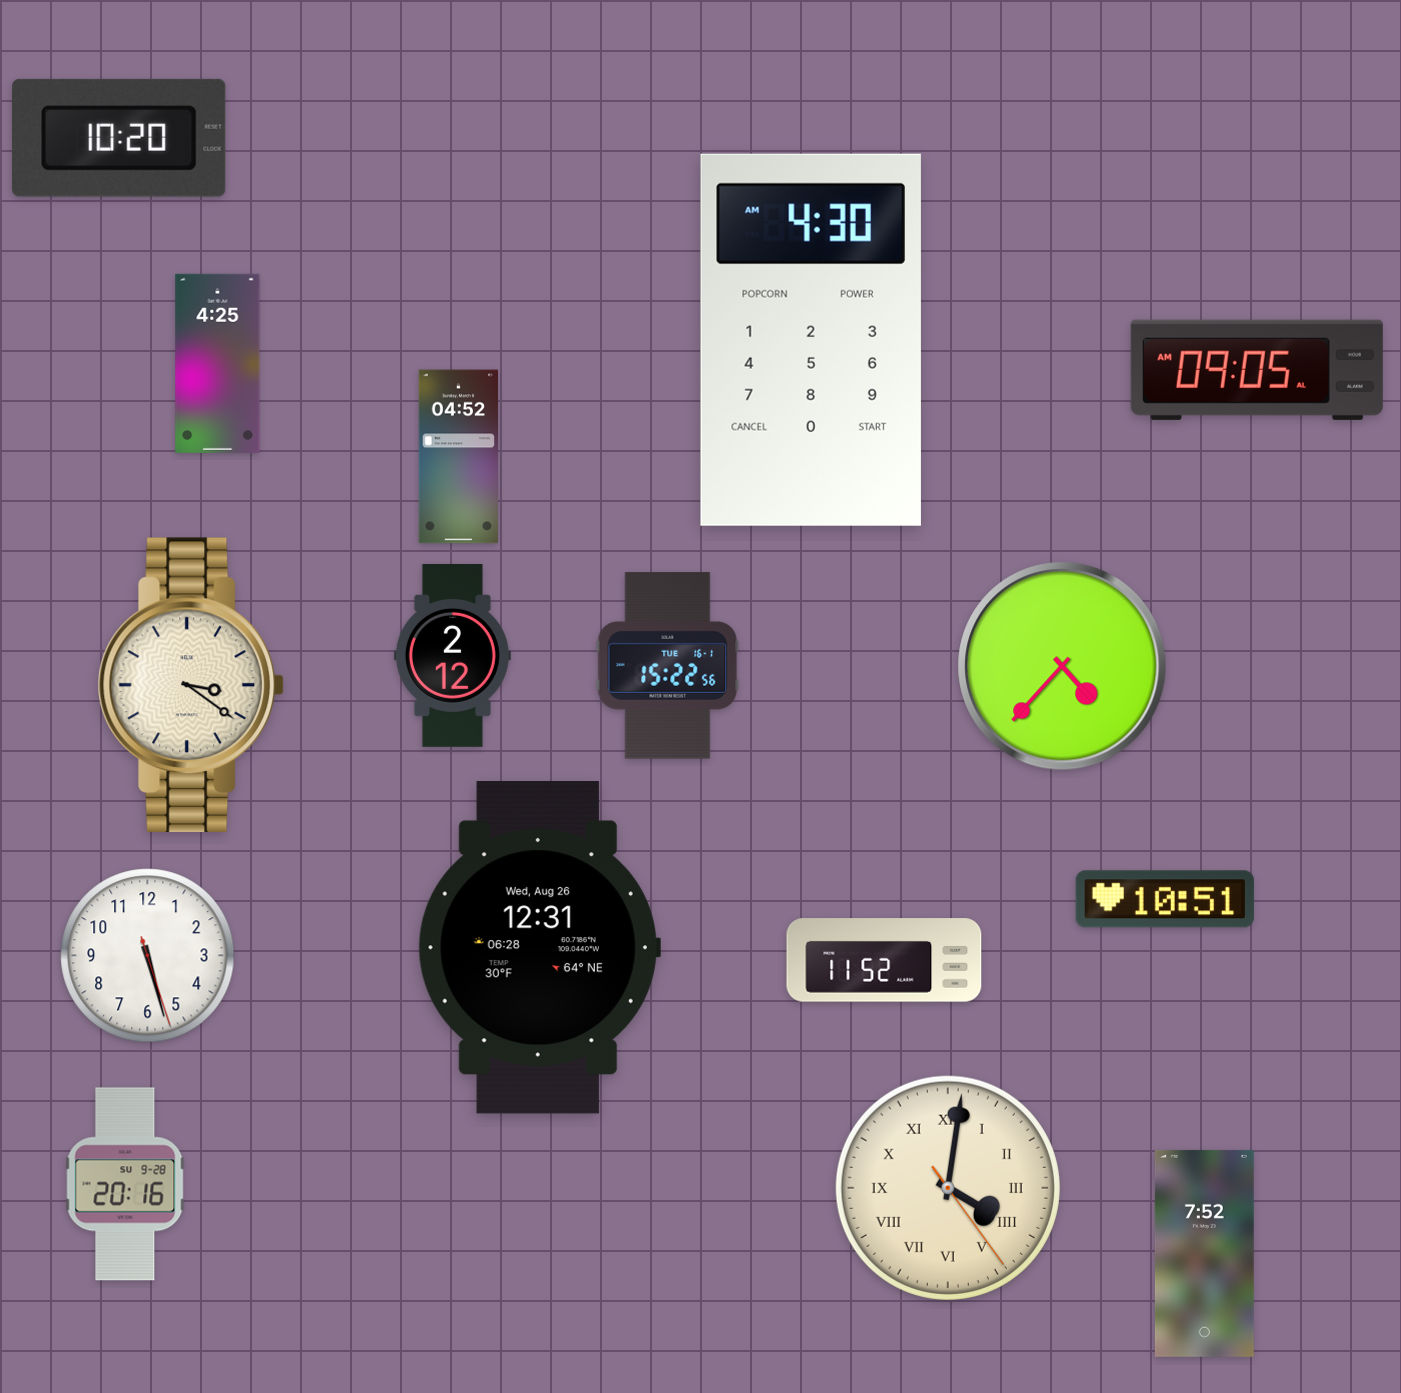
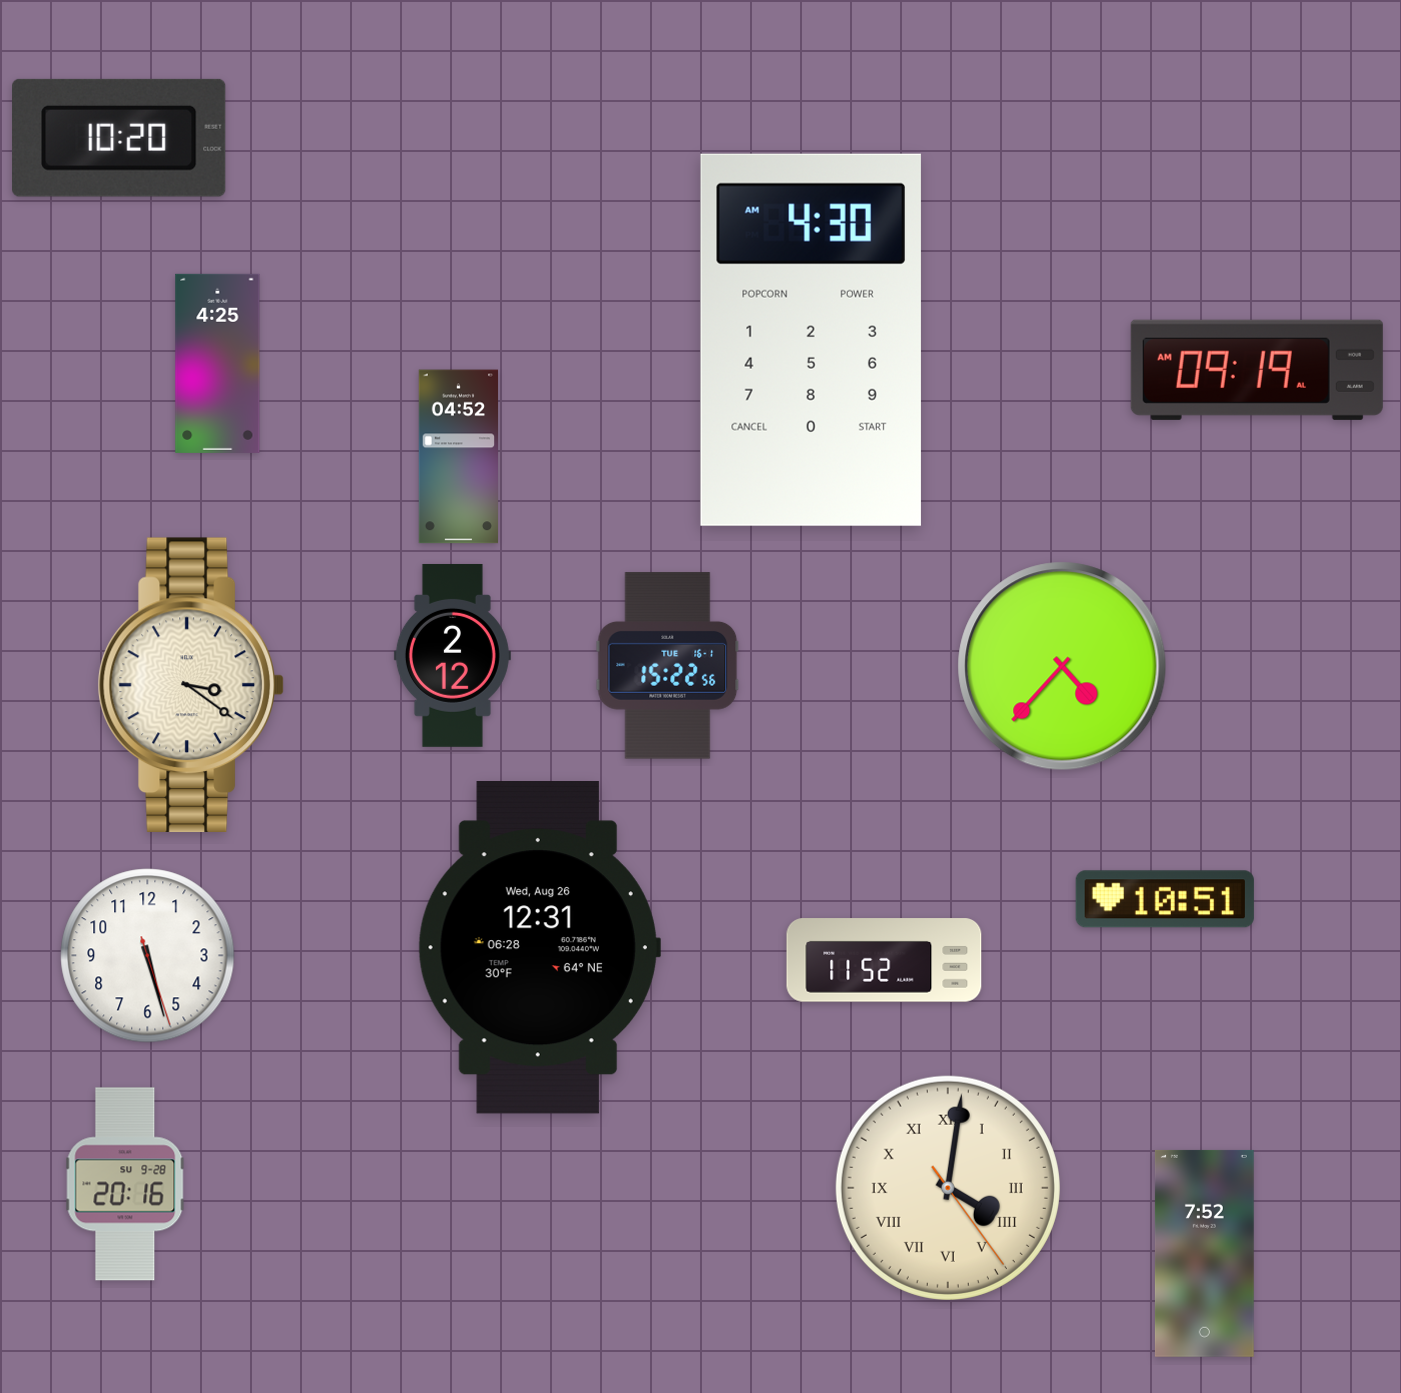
clock at (1257, 370): 09:05 -> 09:19
